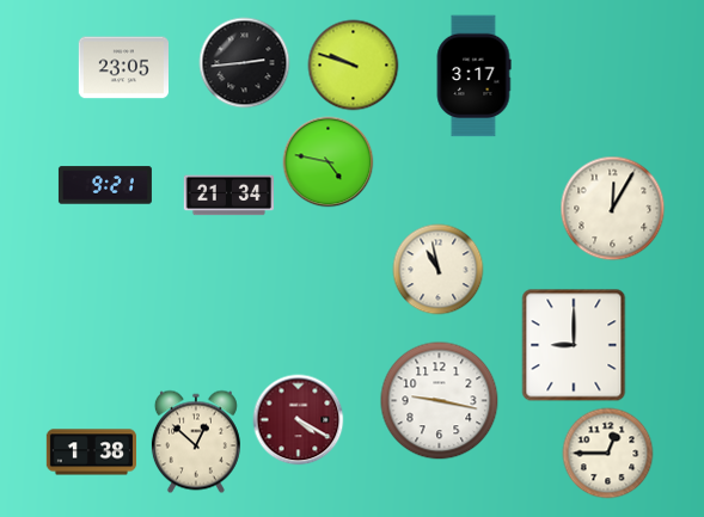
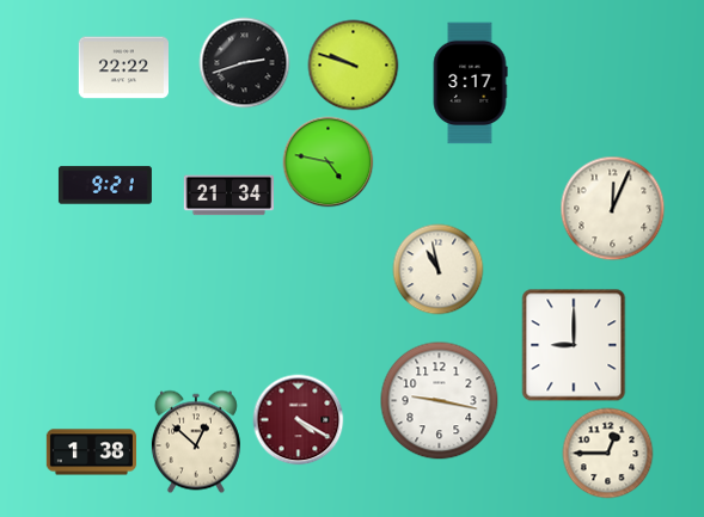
clock at (245, 63): 2:44 -> 2:42
clock at (123, 68): 23:05 -> 22:22
clock at (473, 76) position: (473, 76) -> (470, 84)
clock at (613, 209): 12:05 -> 12:04
